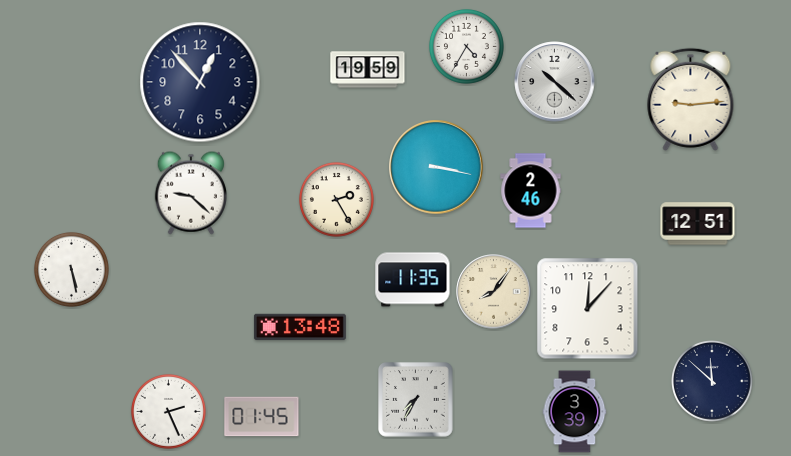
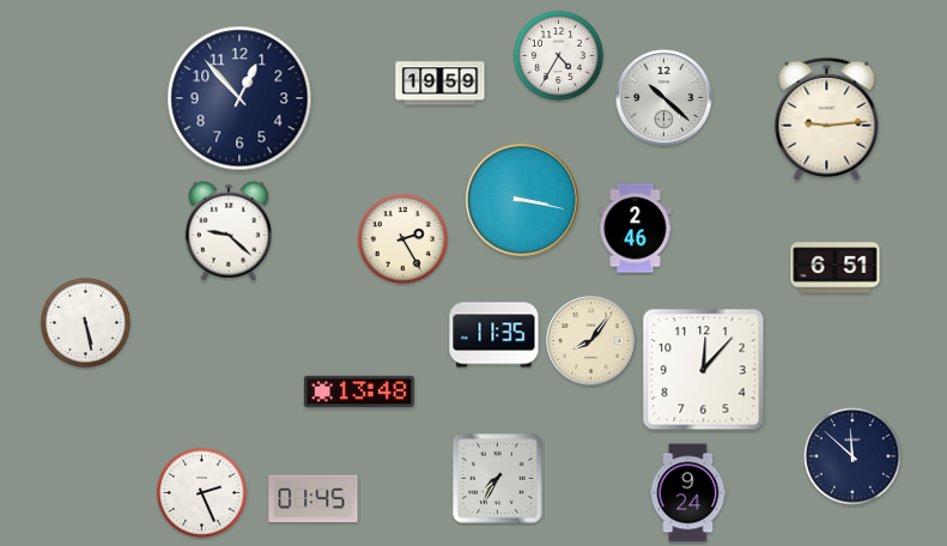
clock at (698, 224): 12:51 -> 6:51
clock at (494, 292) position: (494, 292) -> (591, 341)
clock at (575, 412): 3:39 -> 9:24
